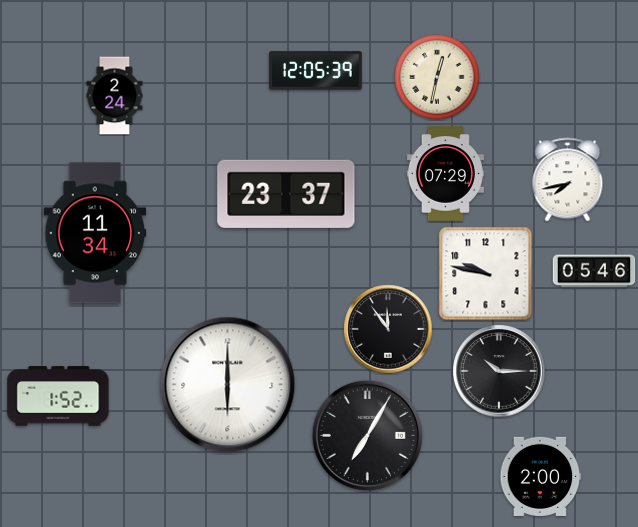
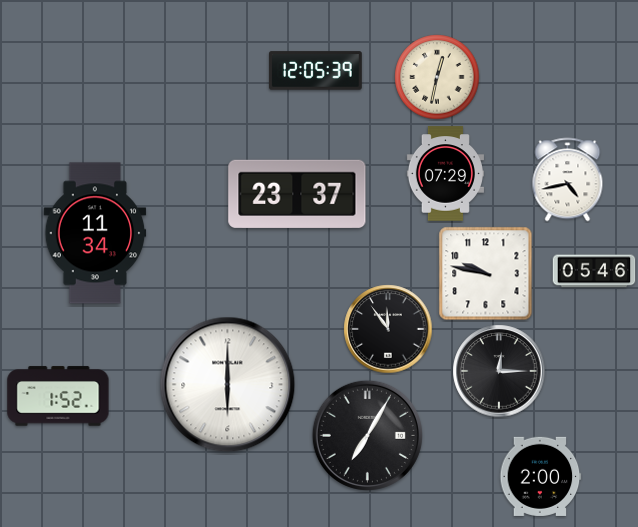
clock at (115, 96): 2:24 -> none
clock at (568, 180): 7:43 -> 4:43
clock at (286, 194) position: (286, 194) -> (297, 194)
clock at (499, 371): 10:15 -> 12:15
